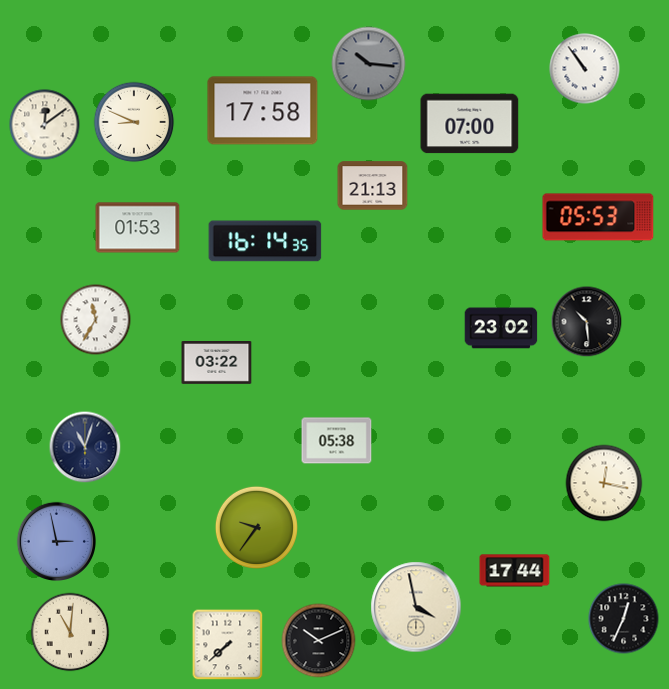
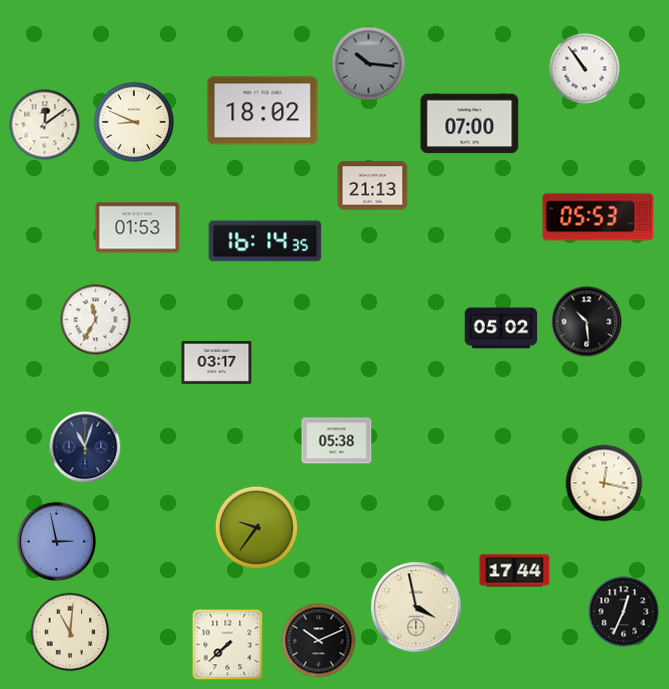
clock at (263, 111): 17:58 -> 18:02
clock at (501, 328): 23:02 -> 05:02
clock at (217, 363): 03:22 -> 03:17
clock at (624, 619) position: (624, 619) -> (624, 612)
